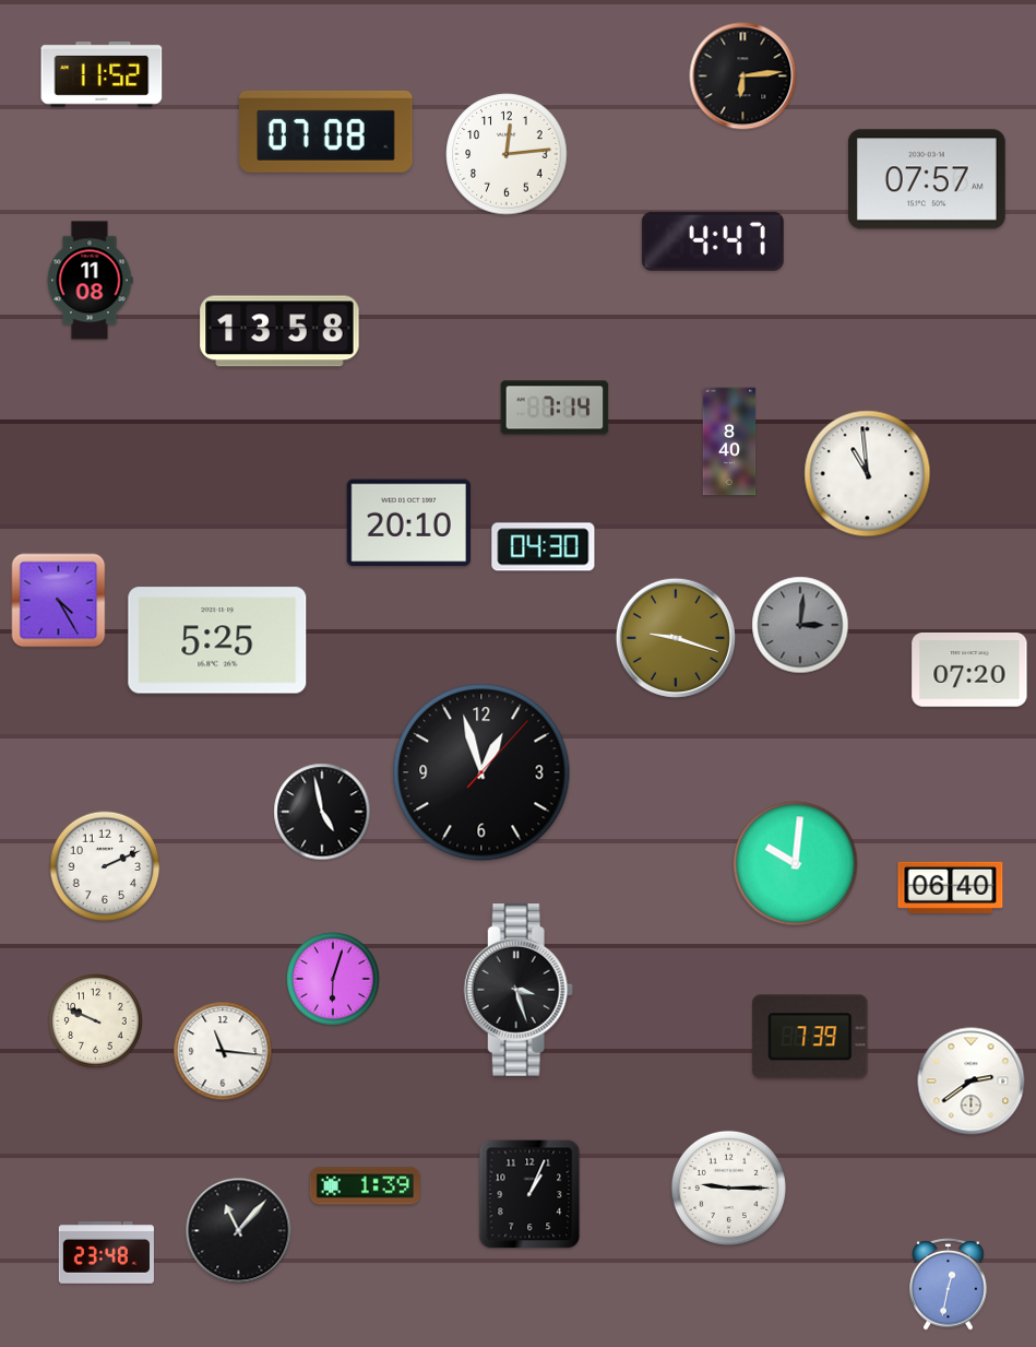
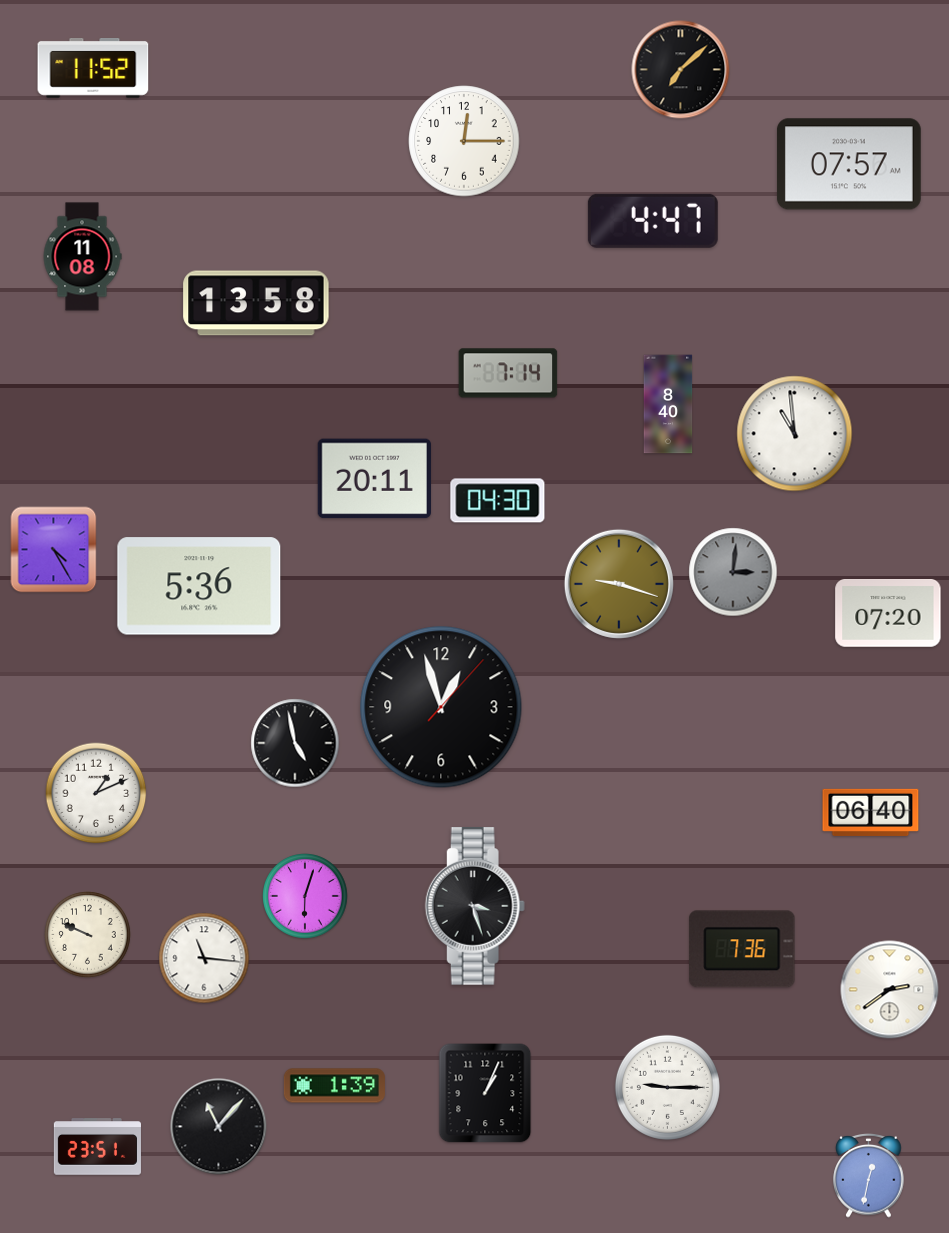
clock at (743, 76): 6:14 -> 7:08
clock at (326, 131): 07:08 -> none
clock at (507, 154): 12:14 -> 12:15
clock at (408, 523): 20:10 -> 20:11
clock at (217, 640): 5:25 -> 5:36
clock at (796, 864): 10:01 -> none
clock at (105, 866): 2:11 -> 1:11
clock at (810, 1037): 7:39 -> 7:36
clock at (223, 1051) position: (223, 1051) -> (204, 958)
clock at (106, 1253): 23:48 -> 23:51
